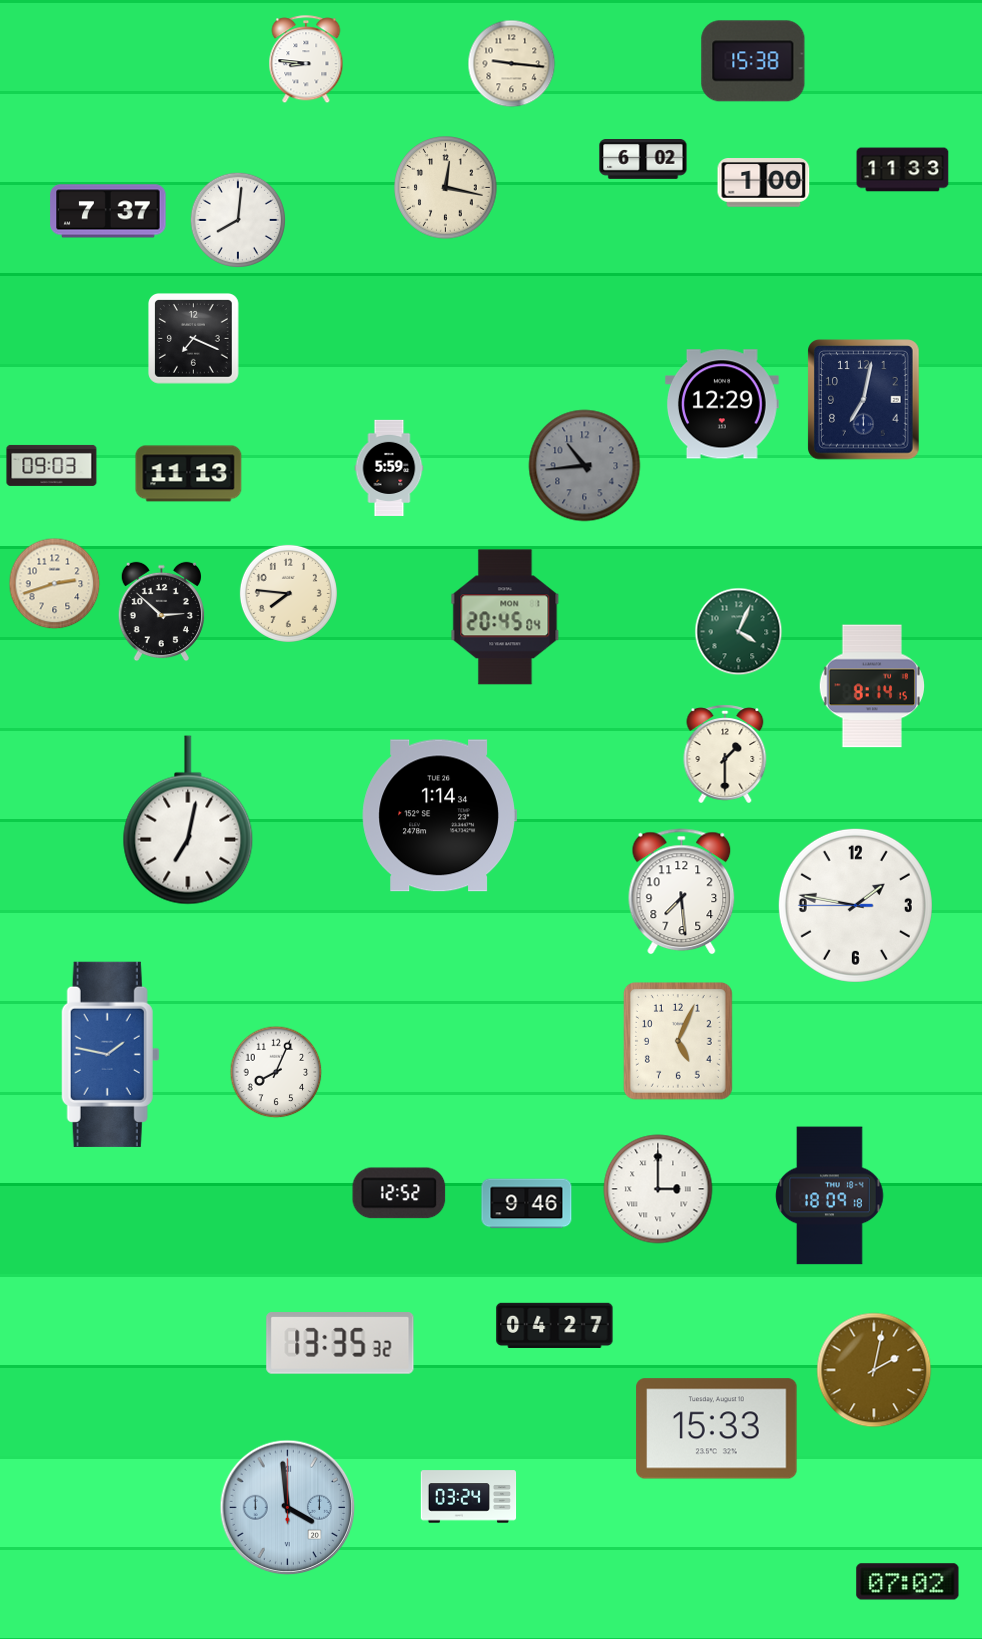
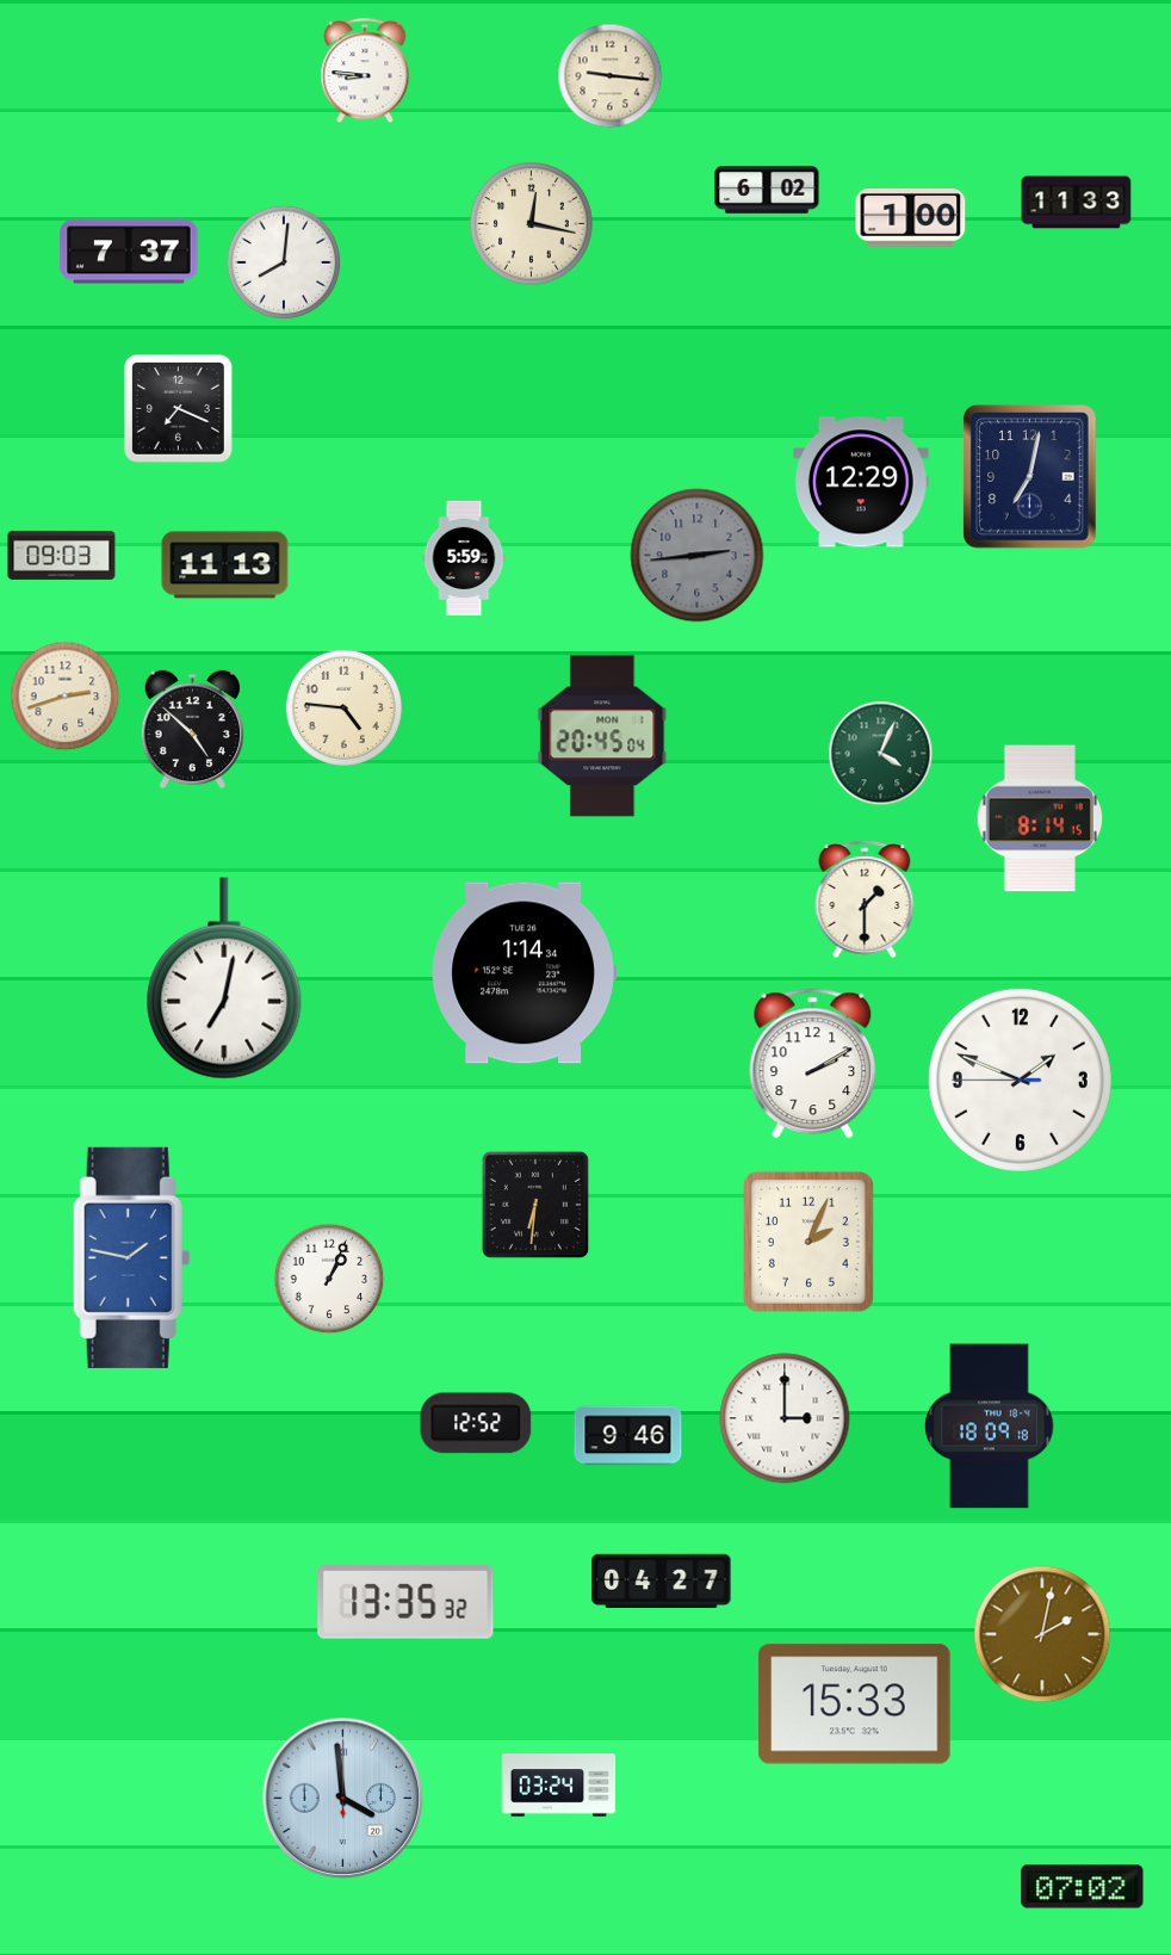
clock at (753, 61): 15:38 -> none
clock at (194, 339) position: (194, 339) -> (179, 409)
clock at (585, 466): 10:44 -> 2:44
clock at (288, 593): 7:46 -> 4:46
clock at (161, 612): 2:52 -> 4:52
clock at (682, 892): 7:29 -> 2:10
clock at (855, 905): 1:46 -> 1:48
clock at (535, 1205): none -> 6:31
clock at (678, 1042): 5:04 -> 2:04
clock at (276, 1072): 8:04 -> 1:04
